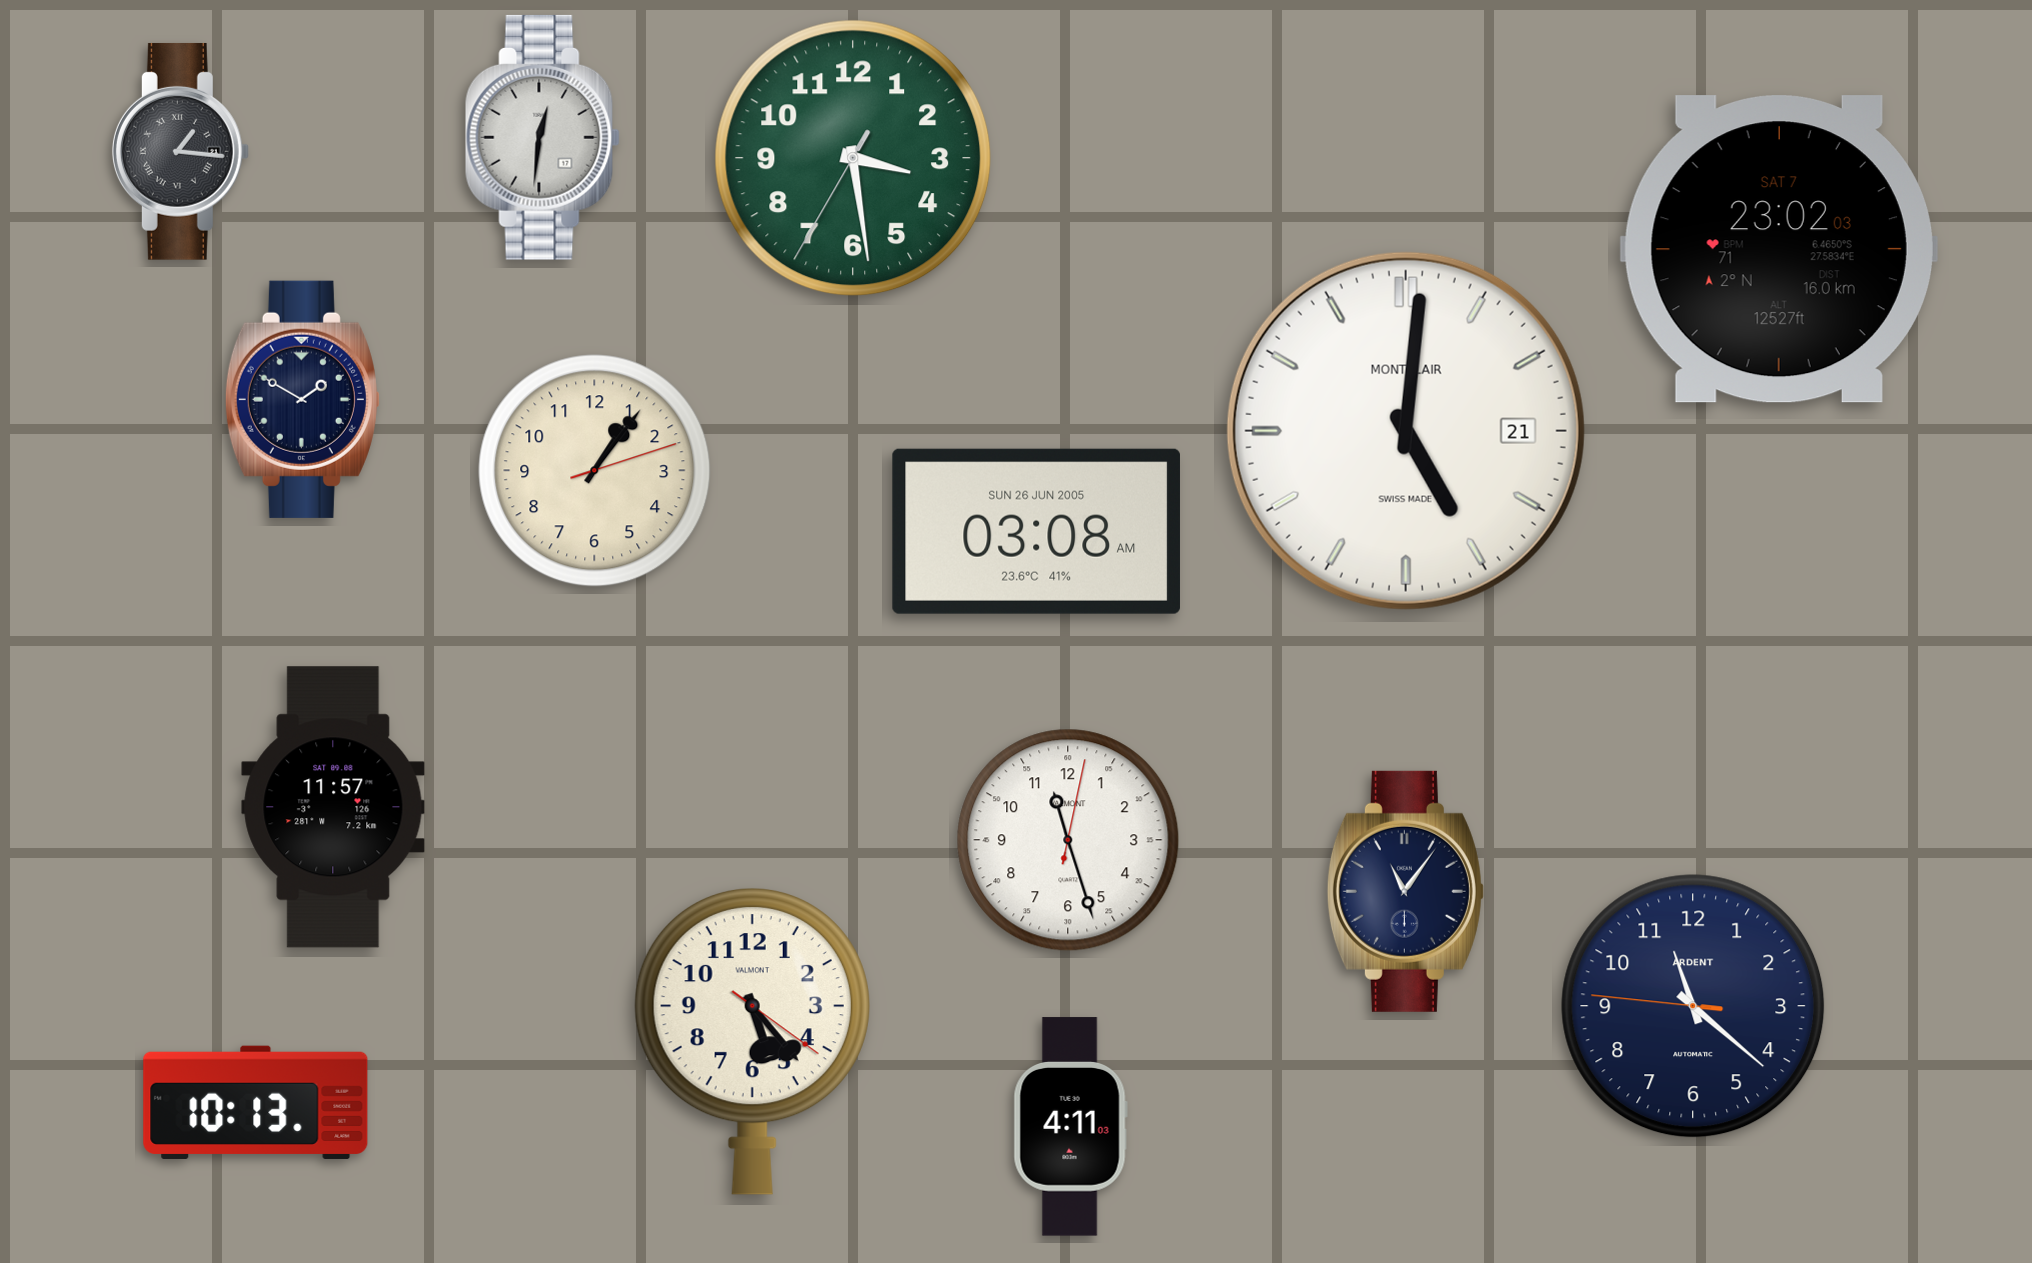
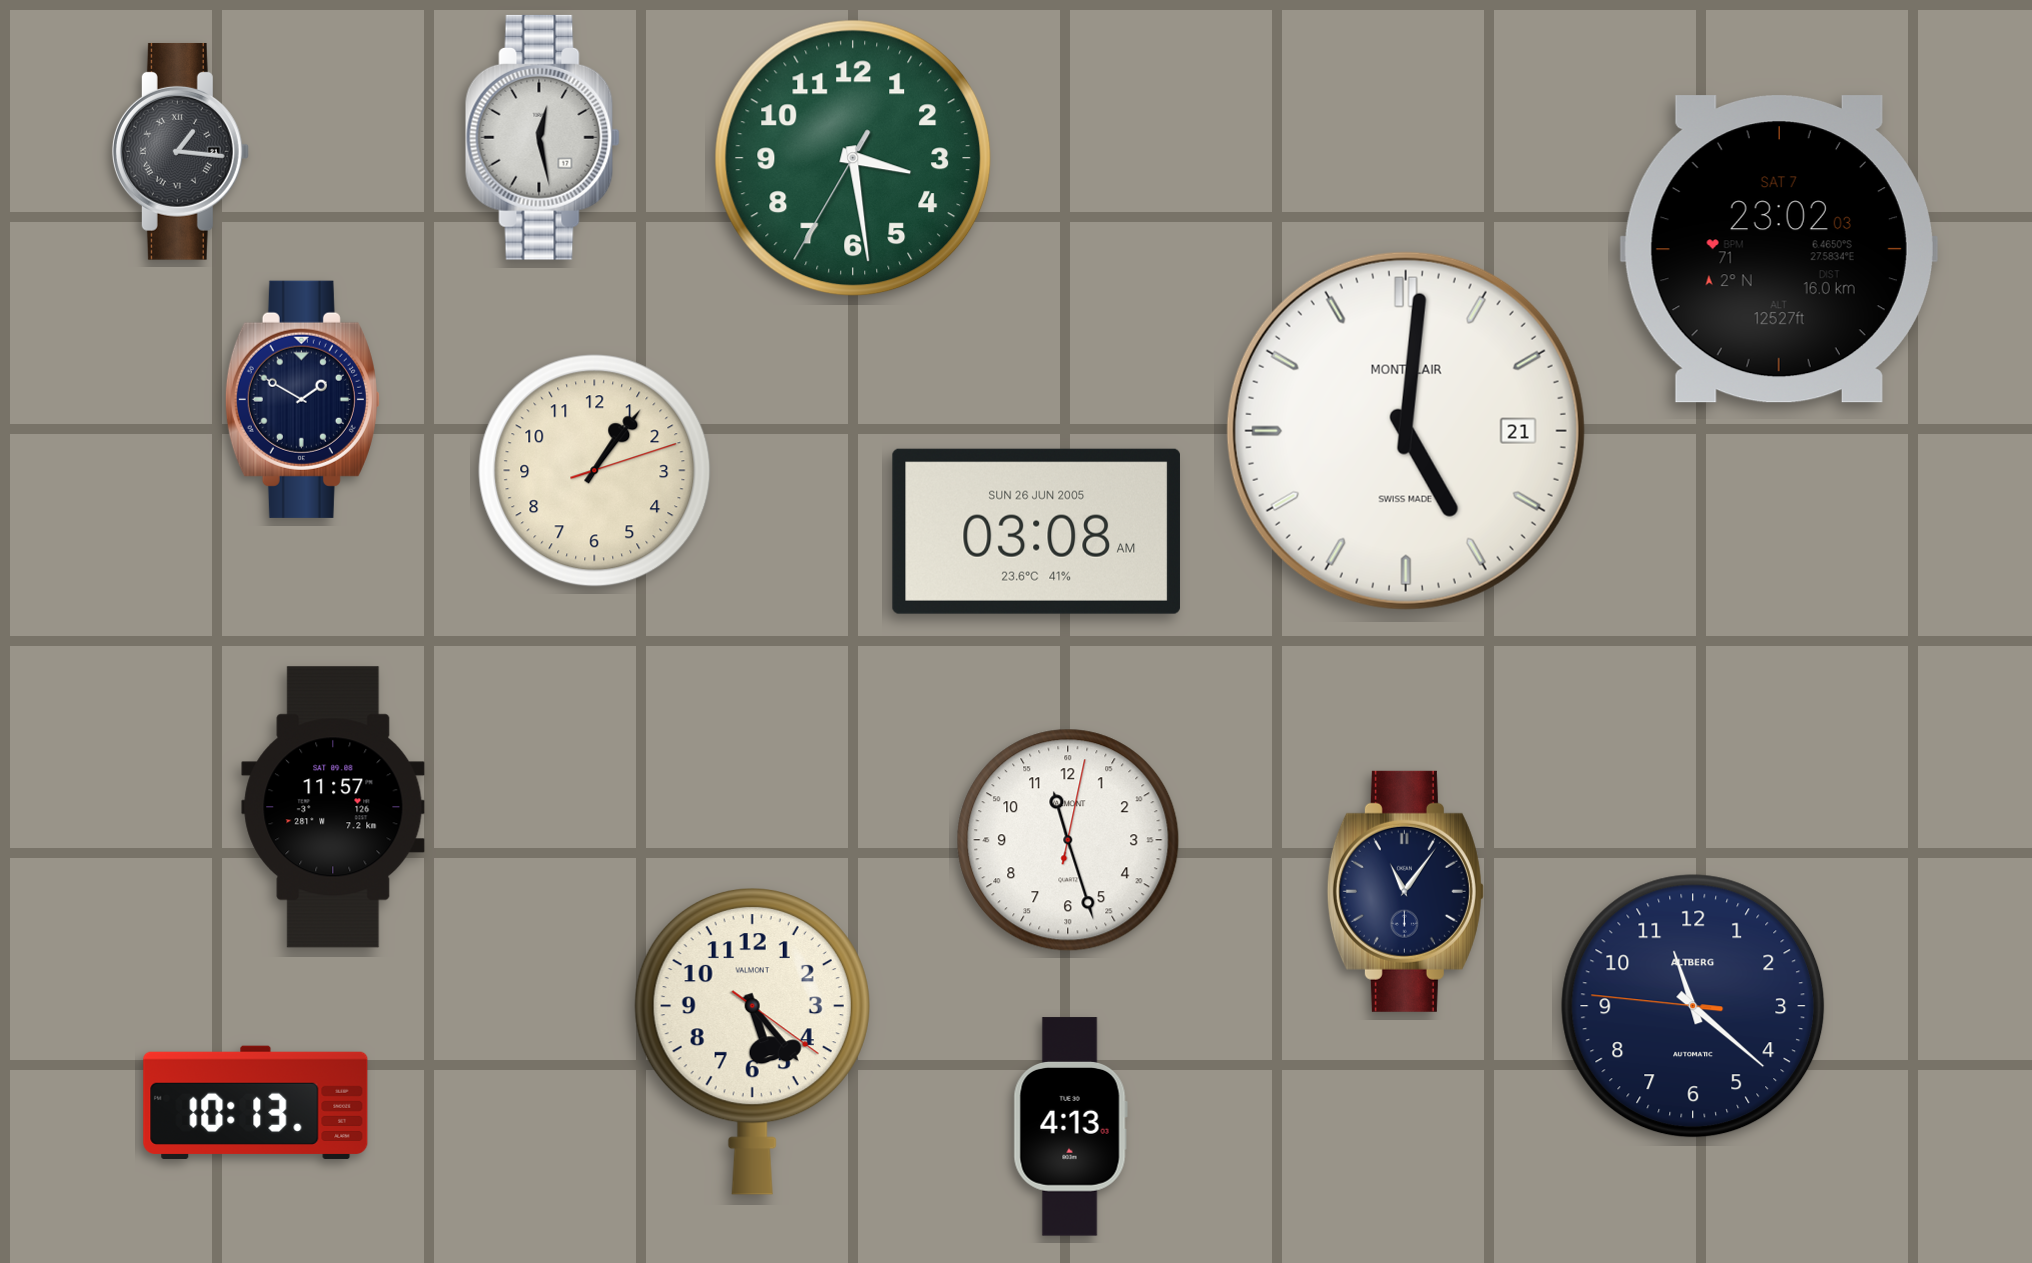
clock at (542, 137): 12:31 -> 12:28
clock at (1693, 1006) brand: ARDENT -> ALTBERG
clock at (1070, 1127): 4:11 -> 4:13
